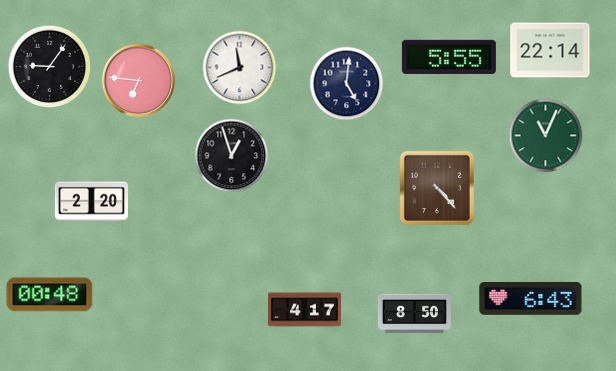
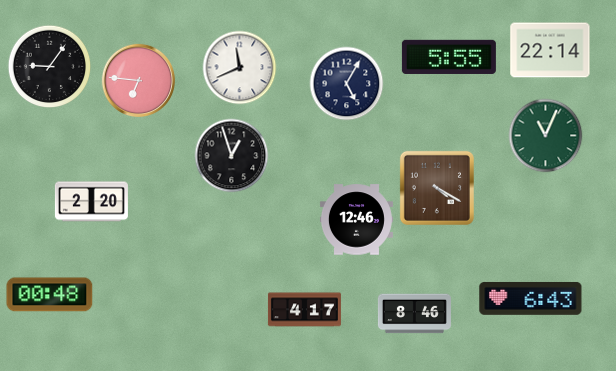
clock at (347, 84): 5:01 -> 5:05
clock at (437, 188): 4:23 -> 4:20
clock at (356, 220): none -> 12:46
clock at (414, 314): 8:50 -> 8:46
